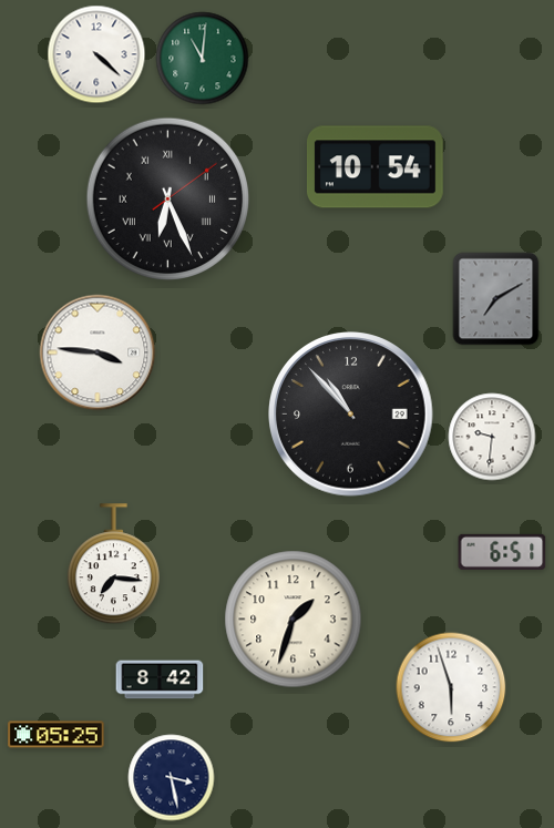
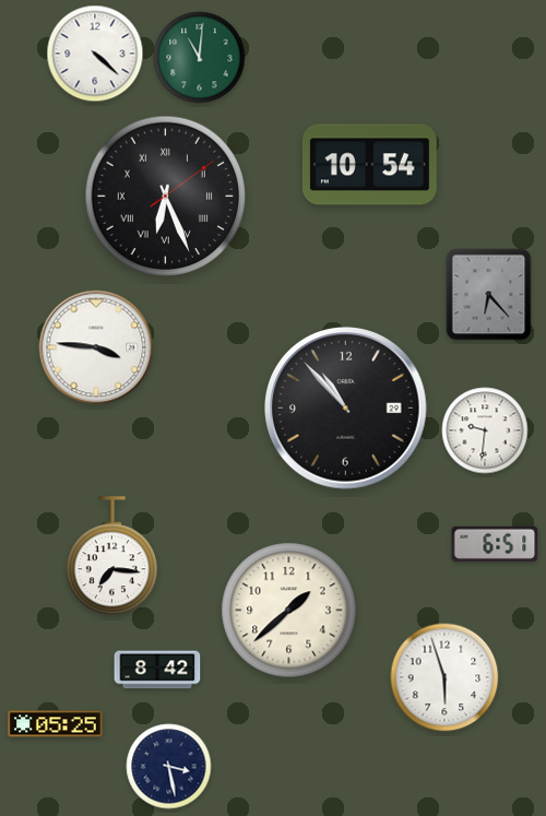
clock at (496, 299): 7:10 -> 6:23
clock at (294, 620): 1:33 -> 1:38
